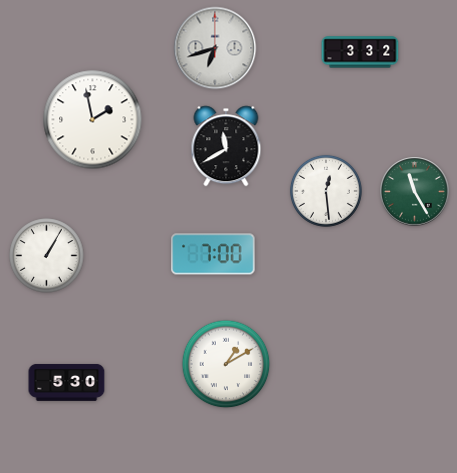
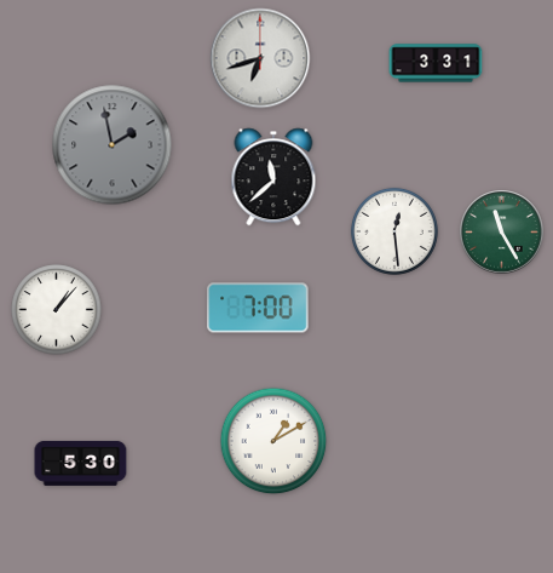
clock at (360, 52): 3:32 -> 3:31
clock at (93, 120) dial: white -> grey
clock at (226, 146): 11:40 -> 11:38
clock at (47, 256): 1:05 -> 1:07
